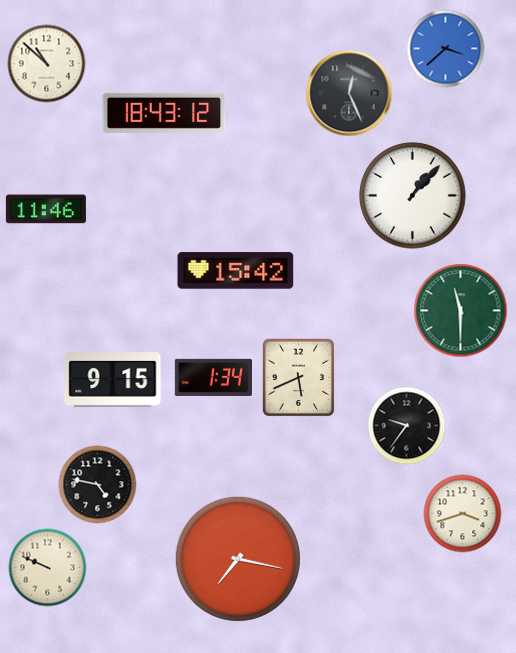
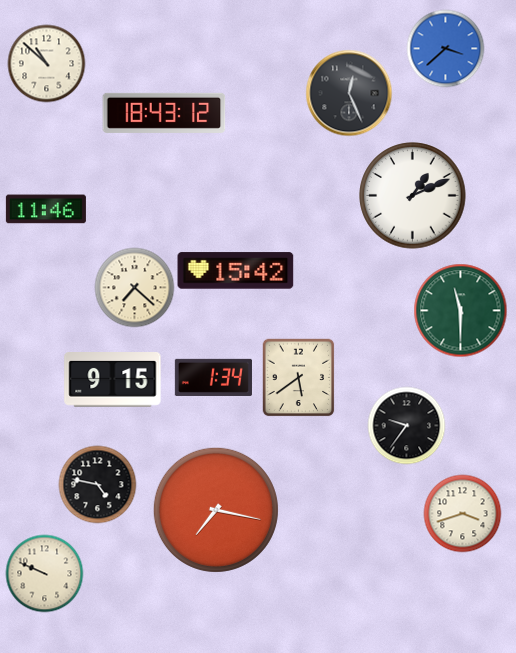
clock at (413, 196): 1:07 -> 1:11
clock at (134, 287): none -> 7:22
clock at (299, 377): 5:41 -> 5:39
clock at (238, 559) position: (238, 559) -> (216, 510)
clock at (47, 567) position: (47, 567) -> (44, 573)
